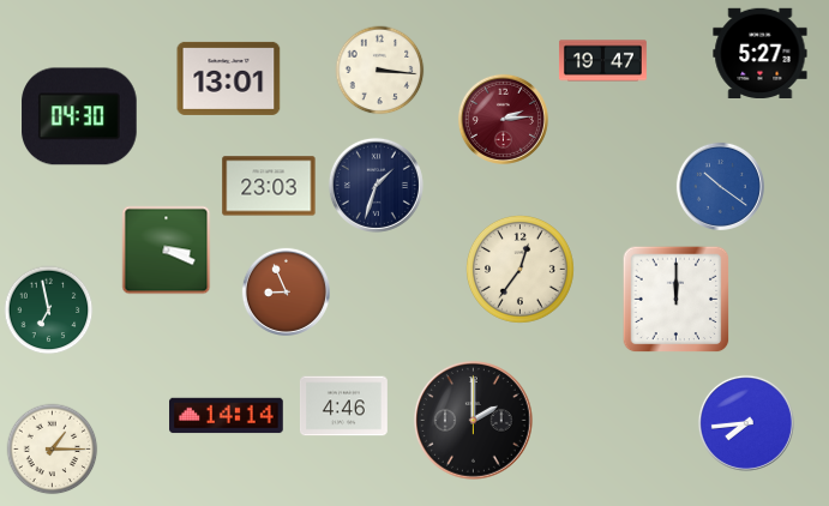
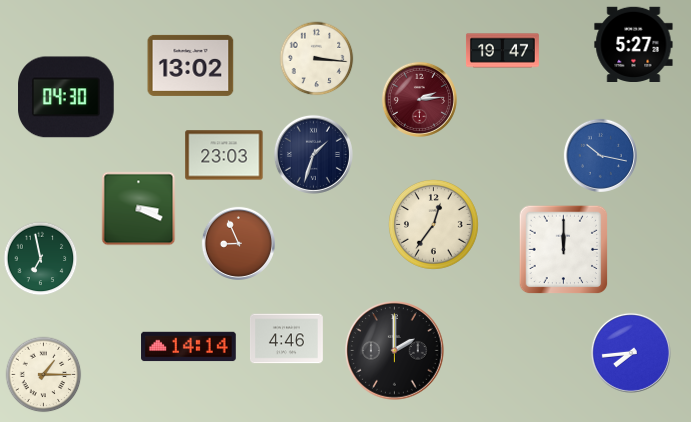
clock at (229, 78): 13:01 -> 13:02
clock at (720, 186): 10:21 -> 10:17
clock at (746, 423) position: (746, 423) -> (631, 353)
